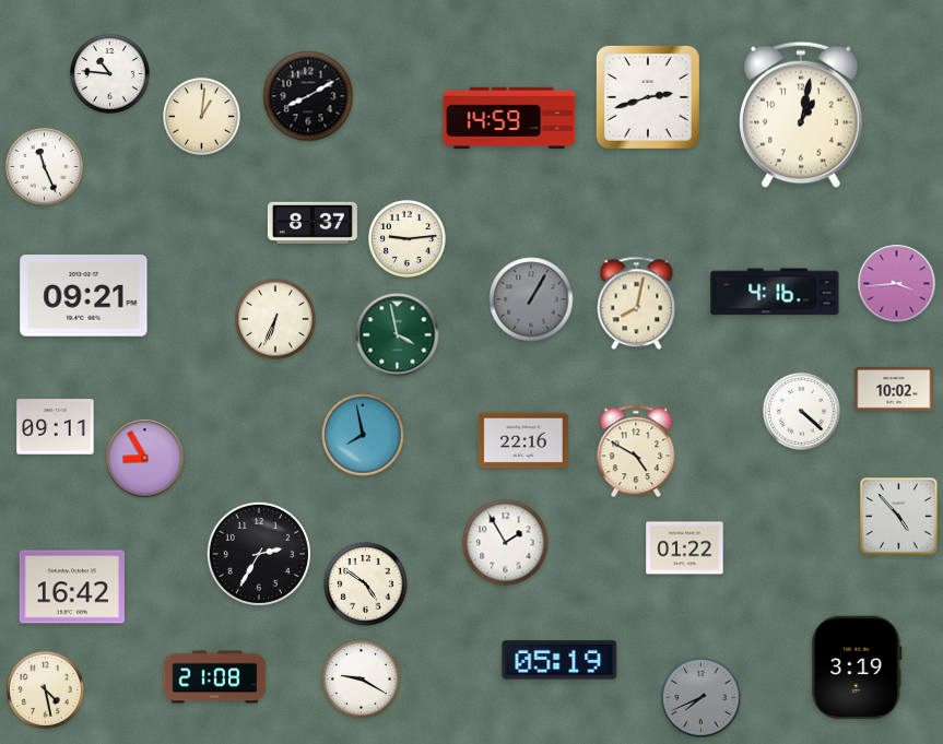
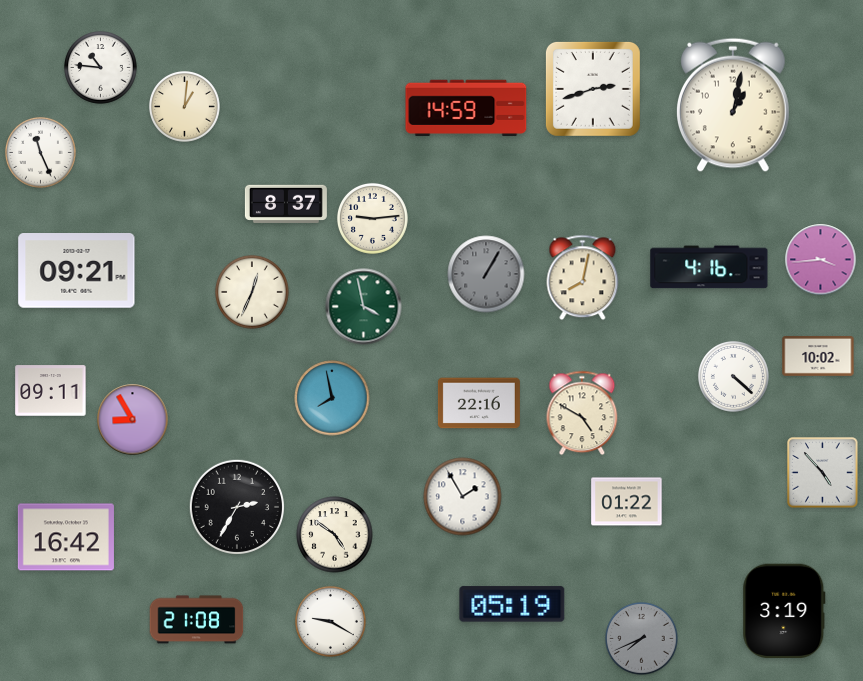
clock at (308, 96): 8:10 -> none
clock at (275, 319): 6:34 -> 12:34
clock at (45, 689): 4:28 -> none
